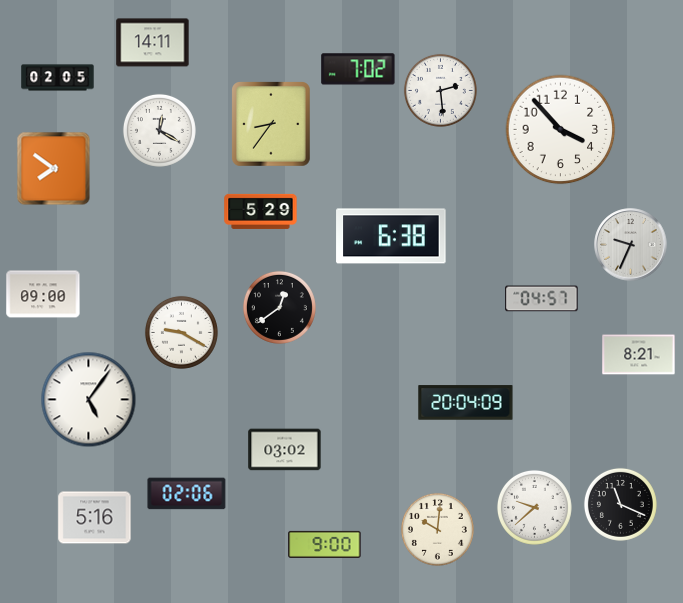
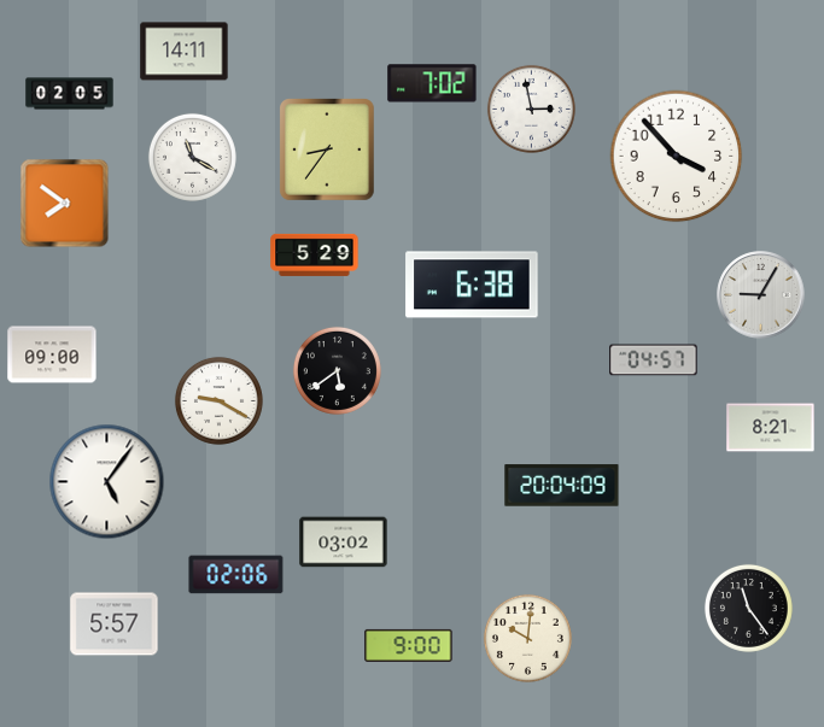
clock at (440, 90): 2:29 -> 2:58
clock at (159, 130): 12:20 -> 11:20
clock at (631, 245): 9:34 -> 9:05
clock at (279, 307): 12:39 -> 5:39
clock at (187, 494) position: (187, 494) -> (236, 575)
clock at (620, 504): 11:19 -> 11:24
clock at (534, 507): 9:38 -> none
clock at (95, 518): 5:16 -> 5:57
clock at (325, 544) position: (325, 544) -> (409, 645)
